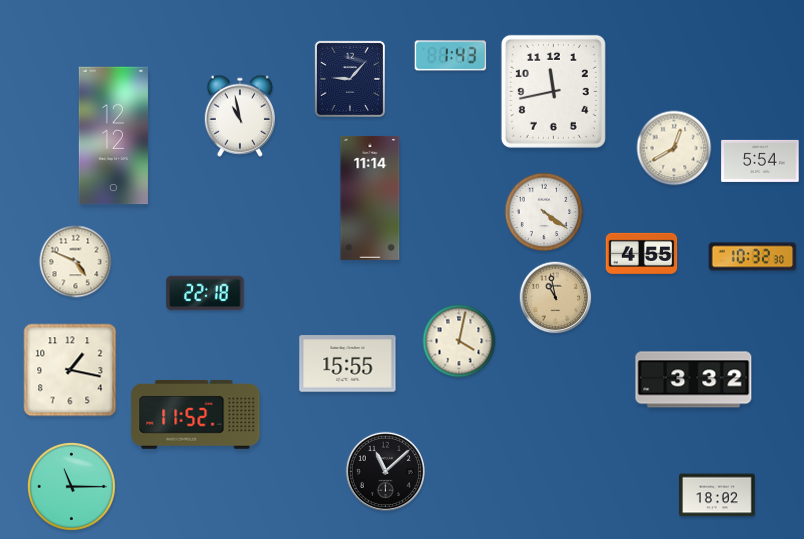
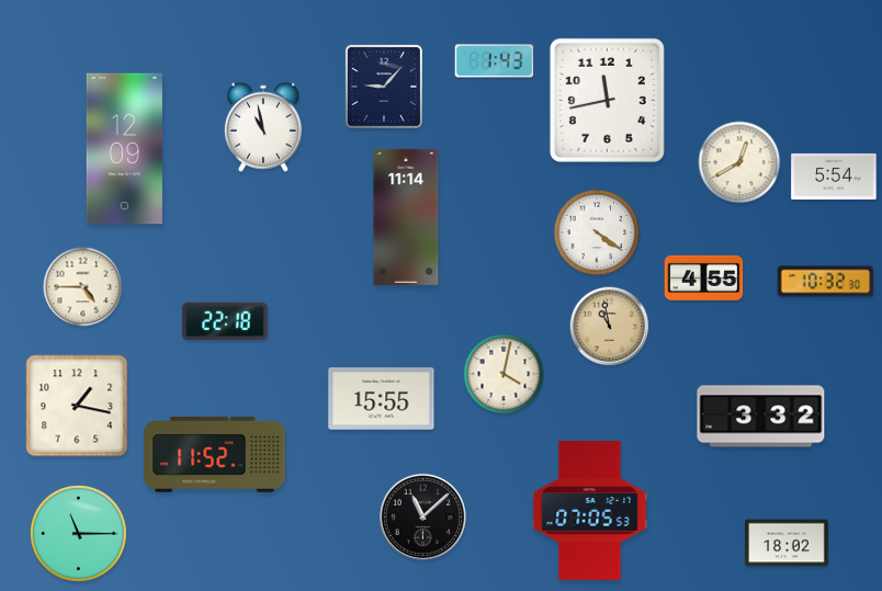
clock at (113, 136): 12:12 -> 12:09
clock at (76, 262): 4:49 -> 4:45
clock at (590, 511): none -> 07:05
